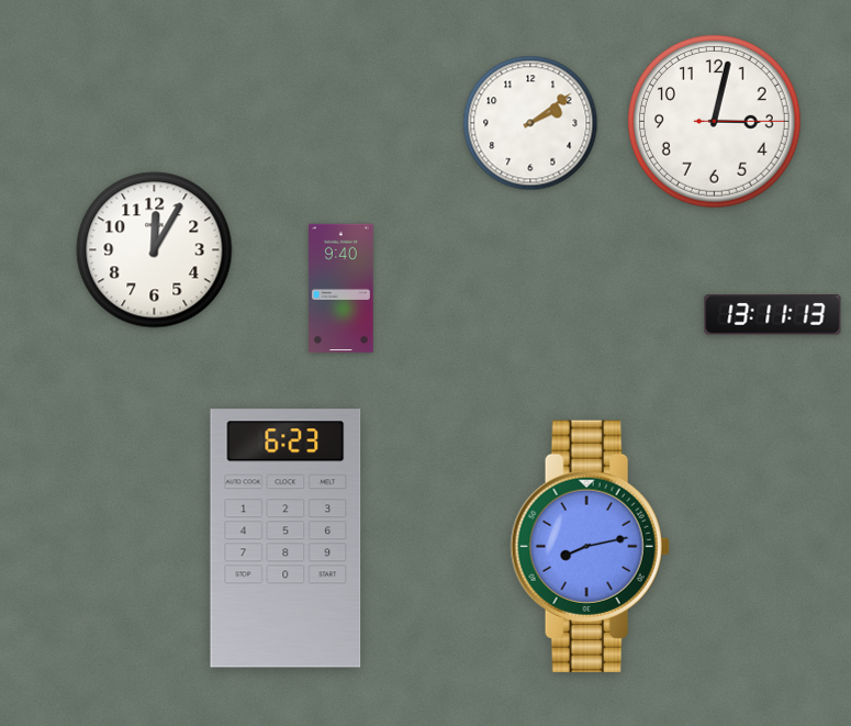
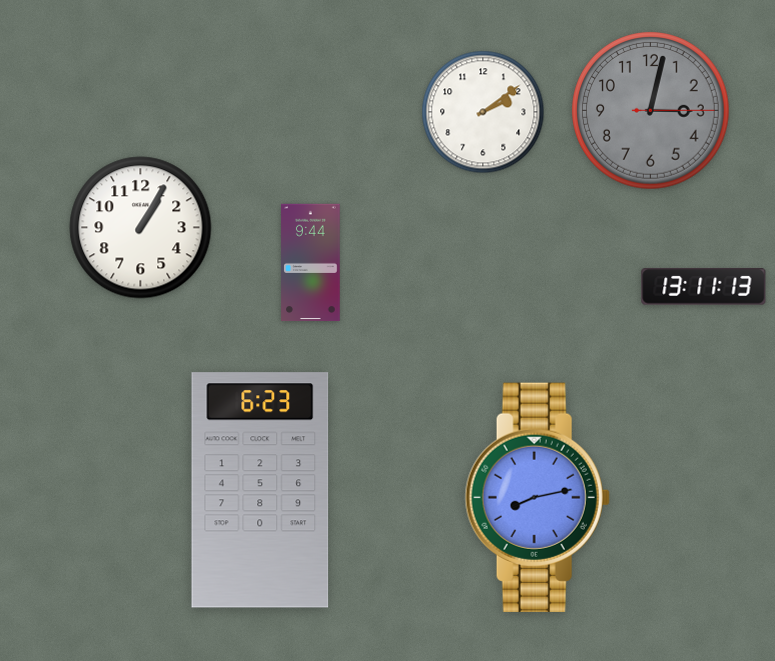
clock at (715, 122) dial: white -> grey
clock at (155, 250): 12:05 -> 1:05
clock at (341, 289): 9:40 -> 9:44
